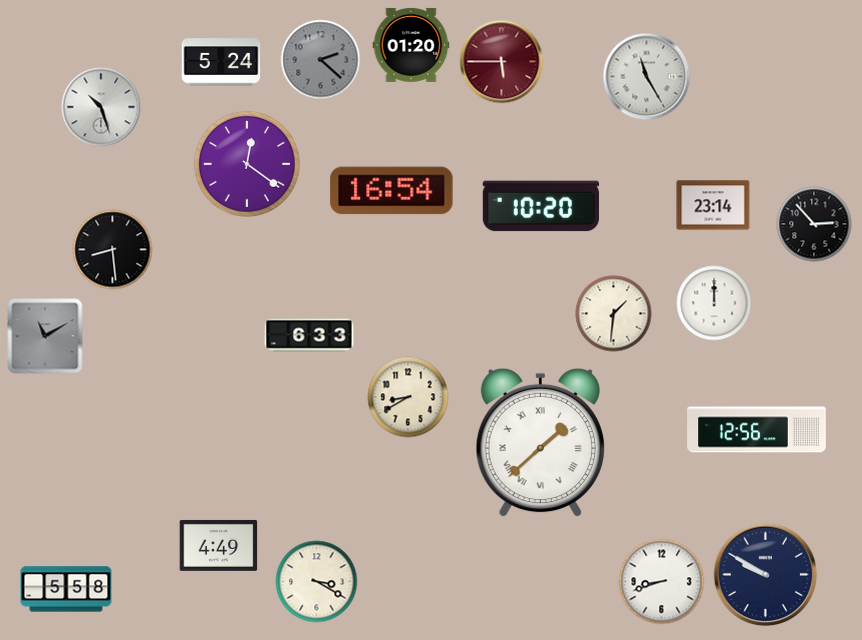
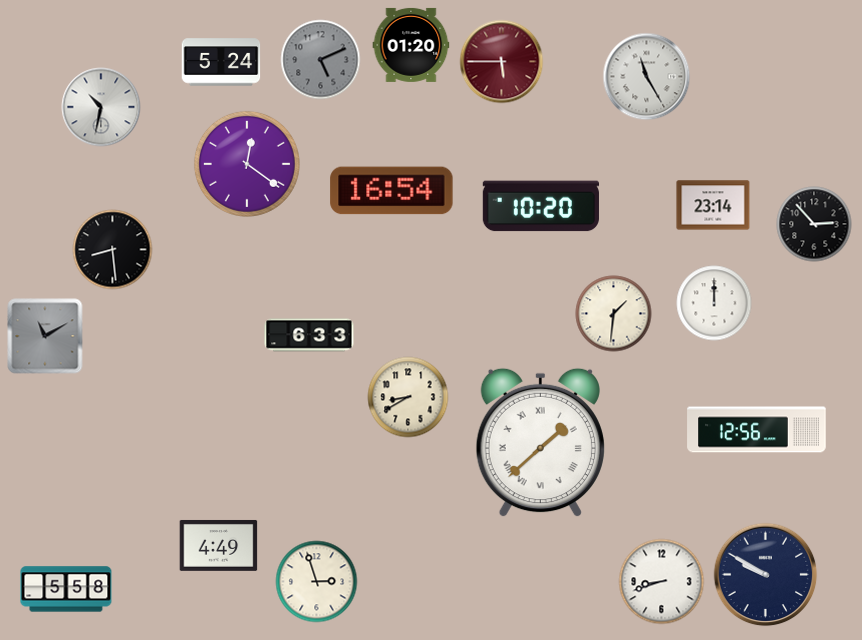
clock at (321, 60): 2:22 -> 5:11
clock at (101, 107): 10:27 -> 10:32
clock at (317, 582): 3:20 -> 2:57
